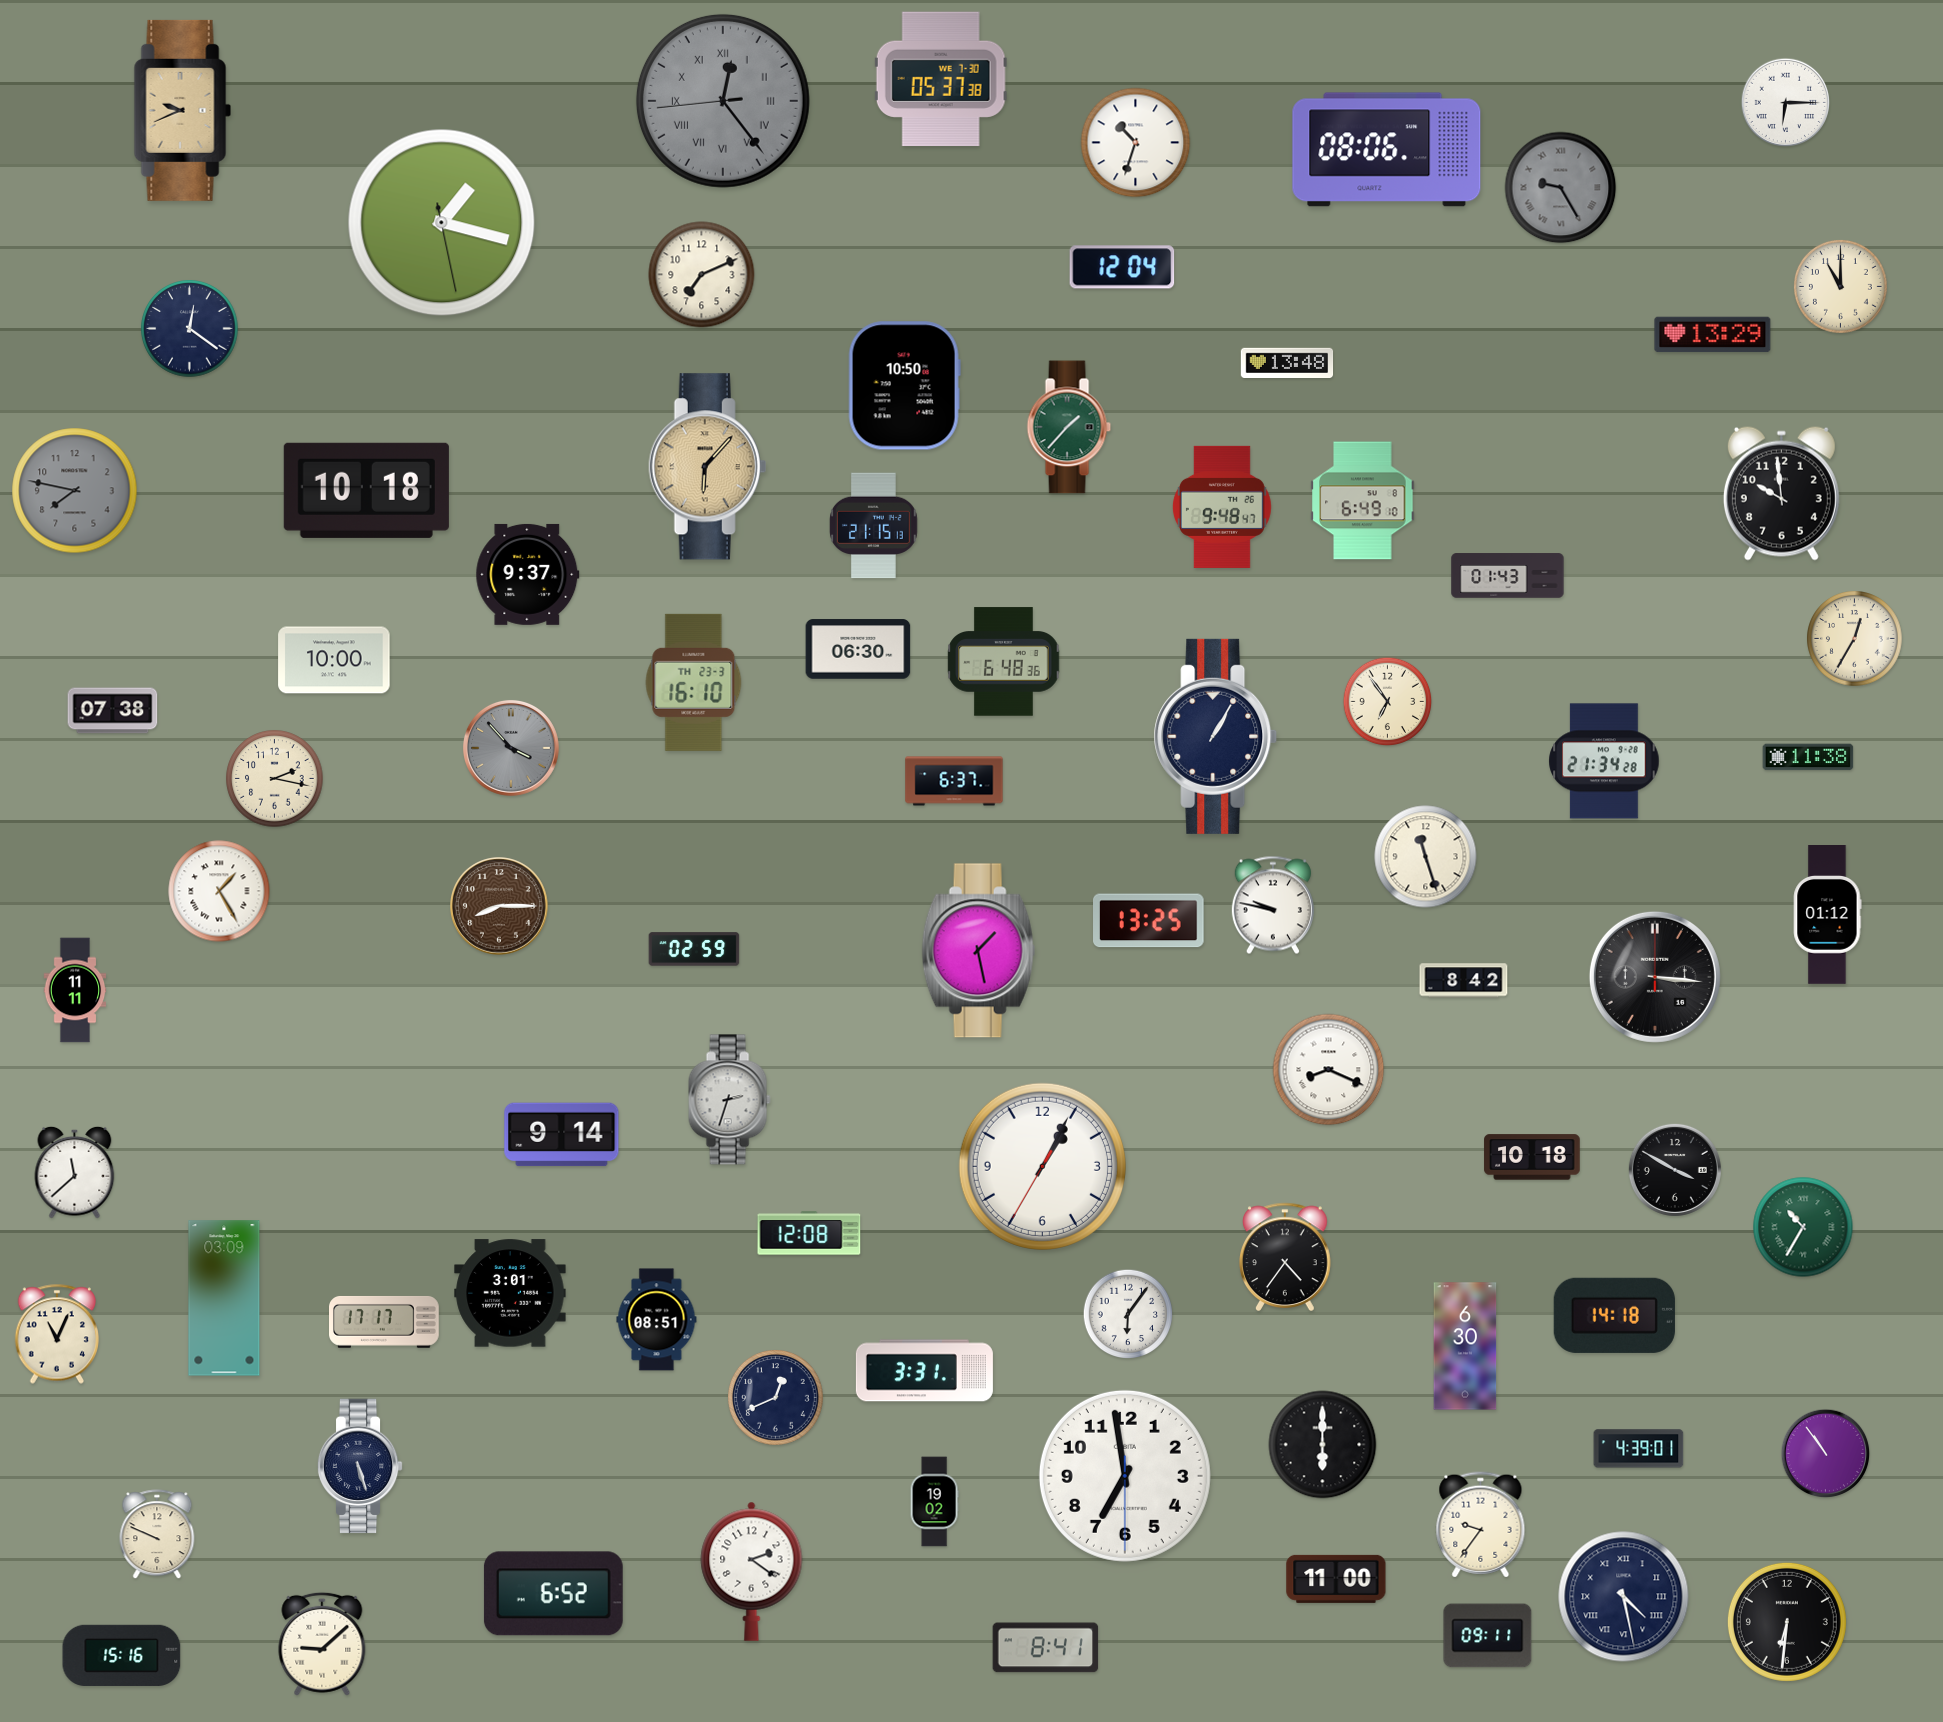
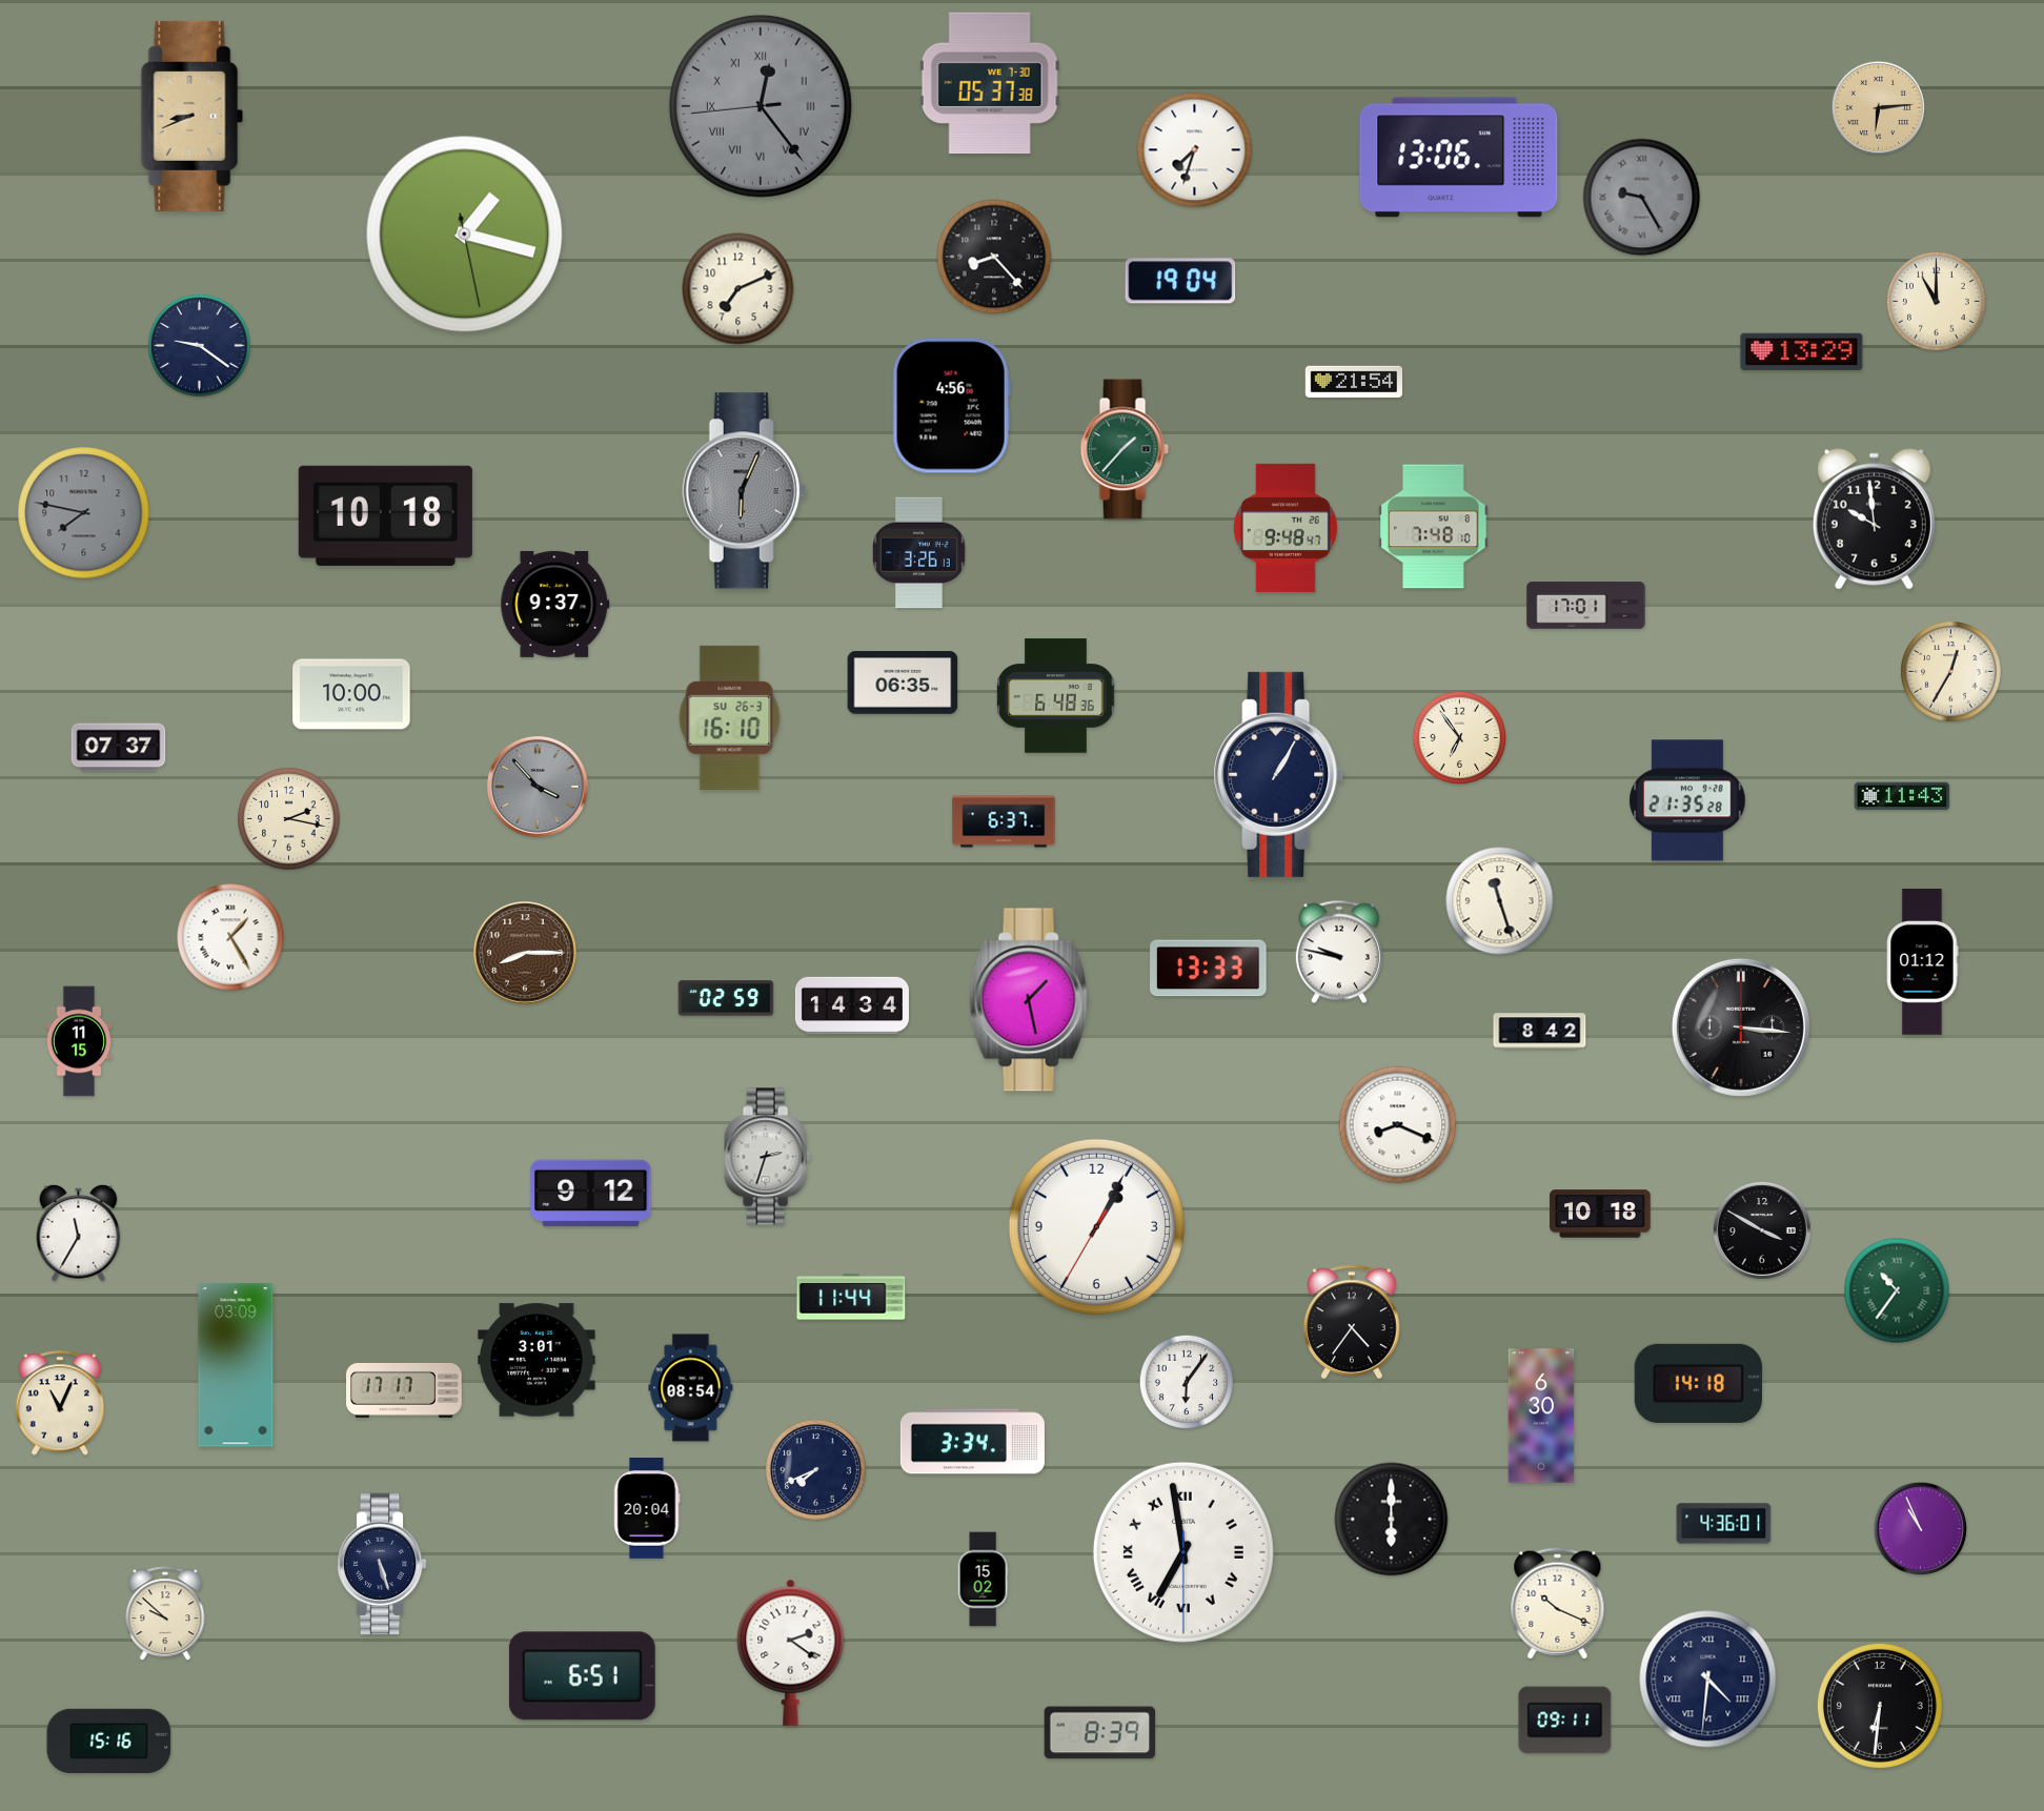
clock at (1786, 103): 6:15 -> 6:14
clock at (1786, 103) dial: white -> champagne
clock at (183, 110): 9:41 -> 8:41
clock at (1136, 143): 10:33 -> 7:33
clock at (1387, 150): 08:06 -> 13:06
clock at (994, 257): none -> 8:23
clock at (1122, 267): 12:04 -> 19:04
clock at (190, 329): 12:21 -> 9:21
clock at (1287, 362): 13:48 -> 21:54
clock at (904, 386): 10:50 -> 4:56
clock at (708, 467): 6:07 -> 6:04
clock at (708, 467) dial: champagne -> grey
clock at (75, 491) position: (75, 491) -> (84, 513)
clock at (1363, 501): 6:49 -> 7:48
clock at (1222, 507) position: (1222, 507) -> (1286, 528)
clock at (874, 526): 21:15 -> 3:26
clock at (1508, 576): 01:43 -> 17:01
clock at (858, 649): 06:30 -> 06:35
clock at (694, 682) date: TH 23-3 -> SU 26-3
clock at (113, 711): 07:38 -> 07:37
clock at (1808, 757): 11:38 -> 11:43
clock at (1604, 761): 21:34 -> 21:35
clock at (1149, 921): 13:25 -> 13:33
clock at (694, 949) position: (694, 949) -> (726, 998)
clock at (852, 1005): none -> 14:34
clock at (75, 990): 11:11 -> 11:15
clock at (562, 1135): 9:14 -> 9:12
clock at (1532, 1157) position: (1532, 1157) -> (1600, 1214)
clock at (75, 1172): 11:38 -> 11:35
clock at (1803, 1227): 10:35 -> 10:36
clock at (809, 1233): 12:08 -> 11:44
clock at (657, 1320): 08:51 -> 08:54
clock at (924, 1371): 3:31 -> 3:34
clock at (776, 1398): 12:41 -> 7:41
clock at (647, 1508): none -> 20:04
clock at (1639, 1449): 4:39 -> 4:36
clock at (1826, 1454): 10:54 -> 10:56
clock at (360, 1466) position: (360, 1466) -> (382, 1564)
clock at (1125, 1476) numerals: Arabic -> Roman
clock at (934, 1502): 19:02 -> 15:02
clock at (1481, 1525): 9:36 -> 10:19
clock at (157, 1535): 9:49 -> 9:52
clock at (1336, 1579): 11:00 -> none
clock at (553, 1594): 6:52 -> 6:51
clock at (1624, 1597): 4:28 -> 4:31
clock at (322, 1644): 9:08 -> none
clock at (1046, 1648): 8:41 -> 8:39
clock at (122, 1655) position: (122, 1655) -> (109, 1741)
